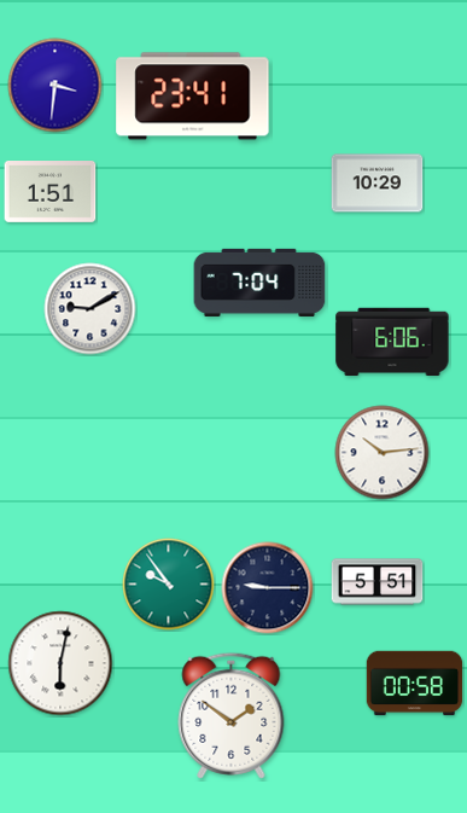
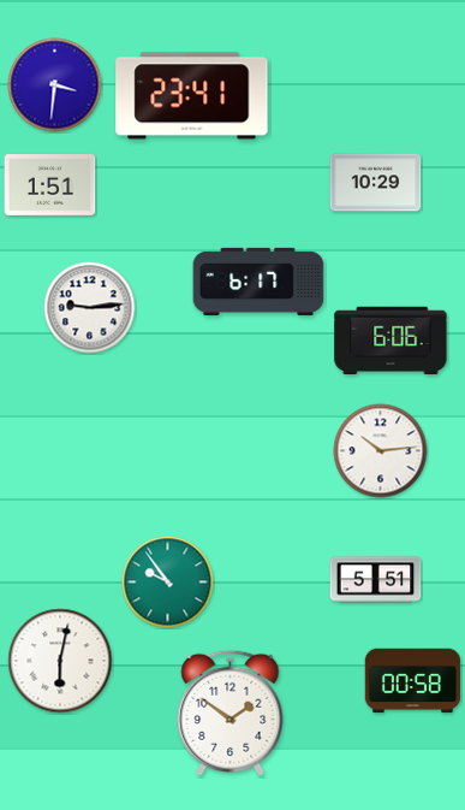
clock at (51, 192) position: (51, 192) -> (50, 185)
clock at (259, 283): 7:04 -> 6:17
clock at (91, 309): 9:10 -> 9:14
clock at (268, 588): 9:15 -> none
